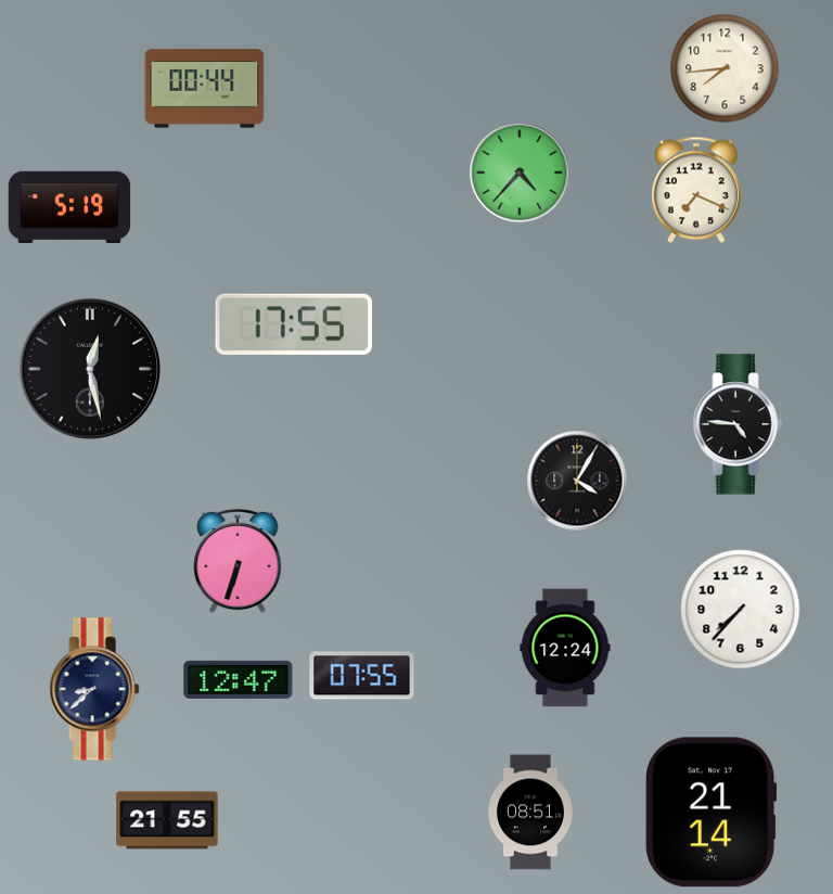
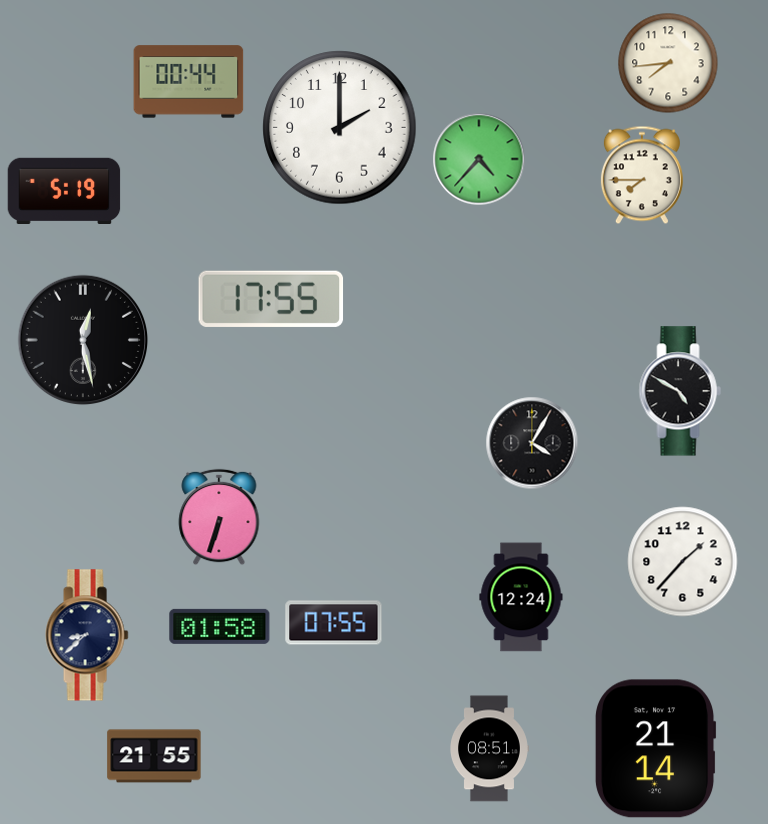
clock at (340, 128): none -> 2:00
clock at (696, 190): 7:19 -> 7:45
clock at (738, 424): 4:46 -> 4:50
clock at (741, 610): 7:37 -> 1:37
clock at (239, 679): 12:47 -> 01:58
